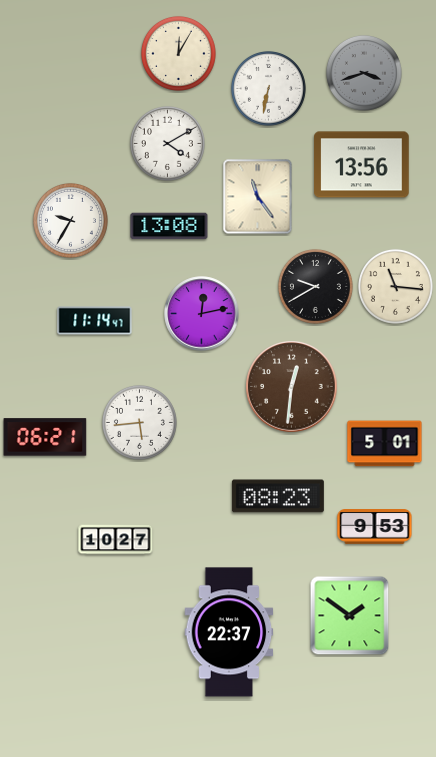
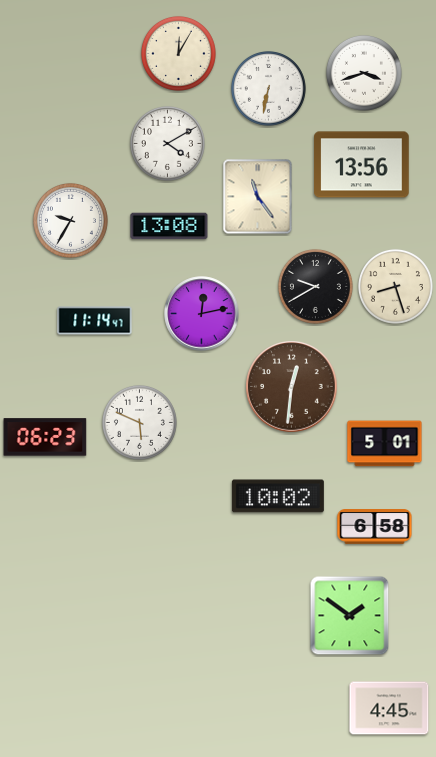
clock at (364, 73) dial: grey -> white
clock at (395, 286): 11:16 -> 8:27
clock at (139, 422): 5:44 -> 5:49
clock at (45, 437): 06:21 -> 06:23
clock at (278, 496): 08:23 -> 10:02
clock at (375, 527): 9:53 -> 6:58
clock at (116, 540): 10:27 -> none
clock at (229, 632): 22:37 -> none
clock at (389, 708): none -> 4:45
